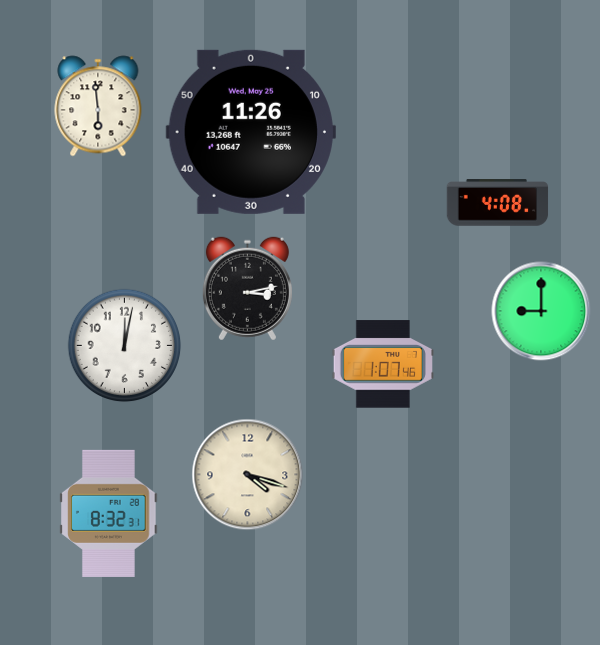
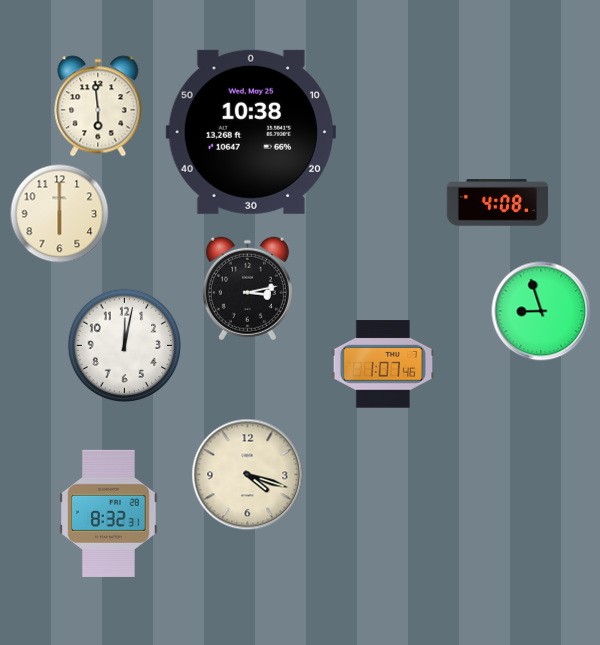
clock at (251, 132): 11:26 -> 10:38
clock at (60, 214): none -> 6:00
clock at (541, 311): 9:00 -> 8:57
